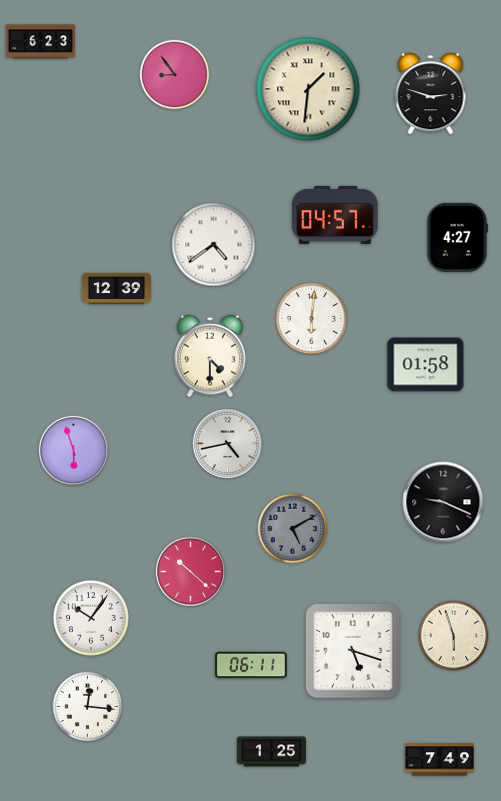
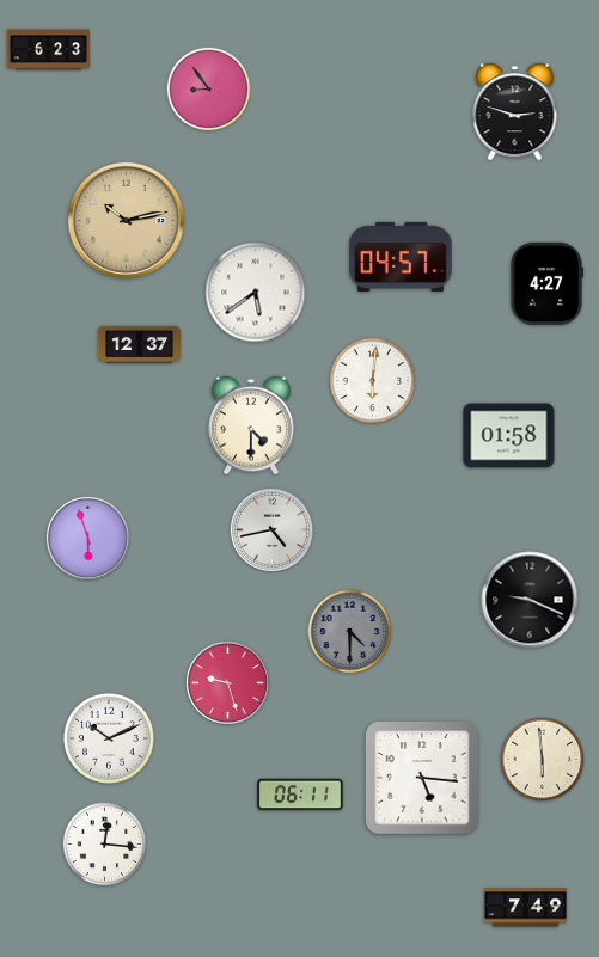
clock at (308, 89): 1:31 -> none
clock at (126, 220): none -> 10:13
clock at (214, 245): 4:39 -> 5:39
clock at (117, 289): 12:39 -> 12:37
clock at (293, 529): 5:10 -> 4:30
clock at (190, 571): 10:22 -> 9:27
clock at (91, 618): 10:06 -> 10:11
clock at (454, 636): 5:57 -> 5:59
clock at (354, 652): 5:18 -> 5:16
clock at (272, 752): 1:25 -> none
